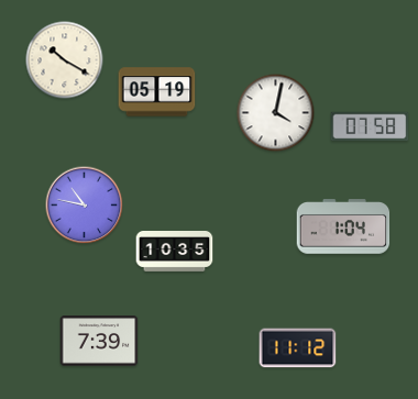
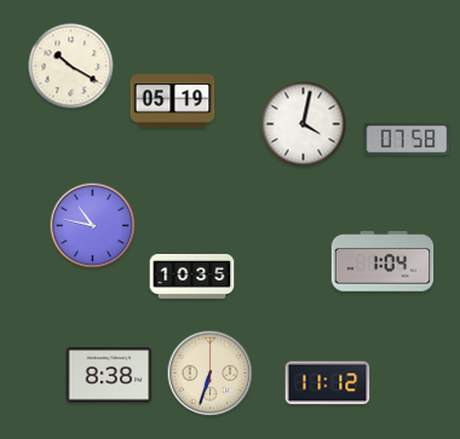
clock at (343, 226) position: (343, 226) -> (383, 261)
clock at (211, 374): none -> 6:33
clock at (99, 341): 7:39 -> 8:38
